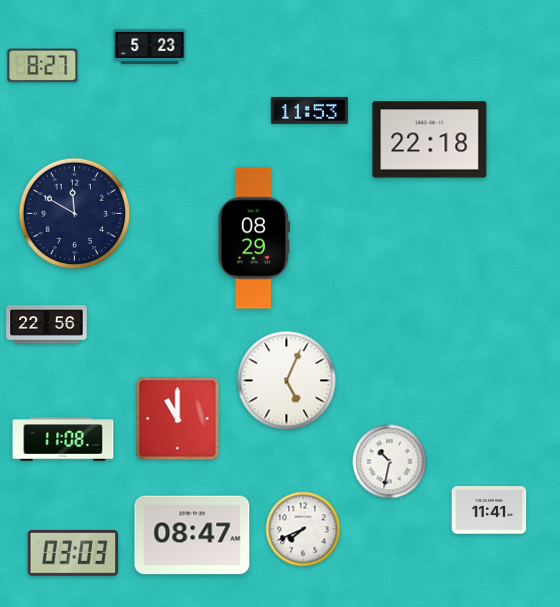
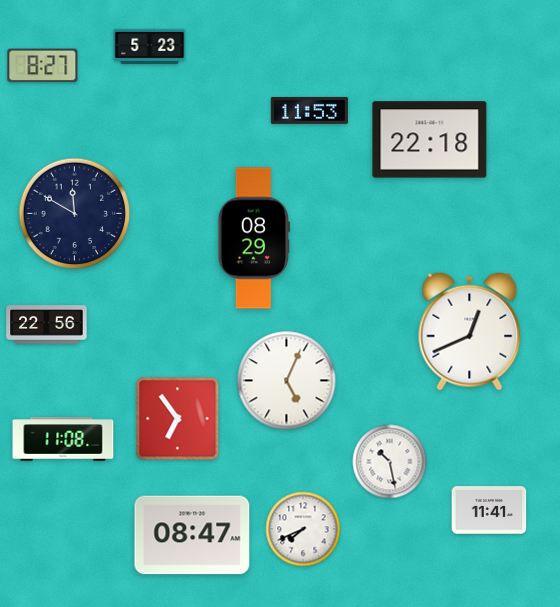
clock at (470, 331): none -> 12:41
clock at (178, 419): 11:00 -> 6:54
clock at (390, 462): 10:32 -> 10:28
clock at (72, 554): 03:03 -> none
